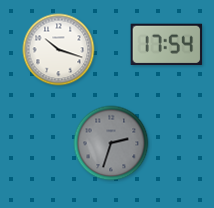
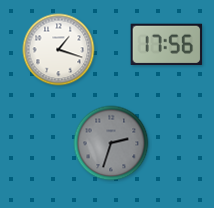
clock at (167, 44): 17:54 -> 17:56
clock at (59, 50): 10:18 -> 1:18
